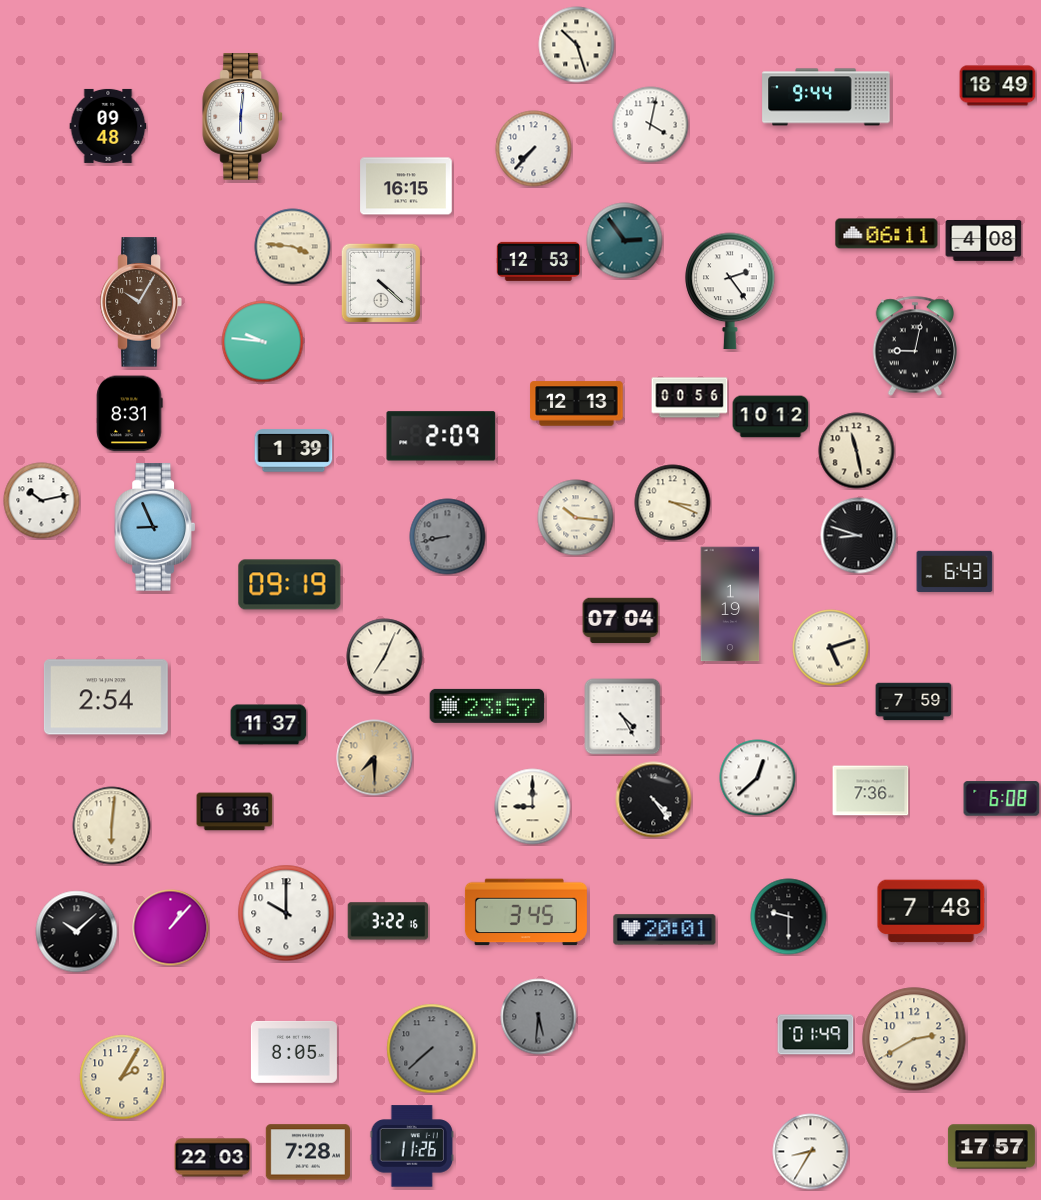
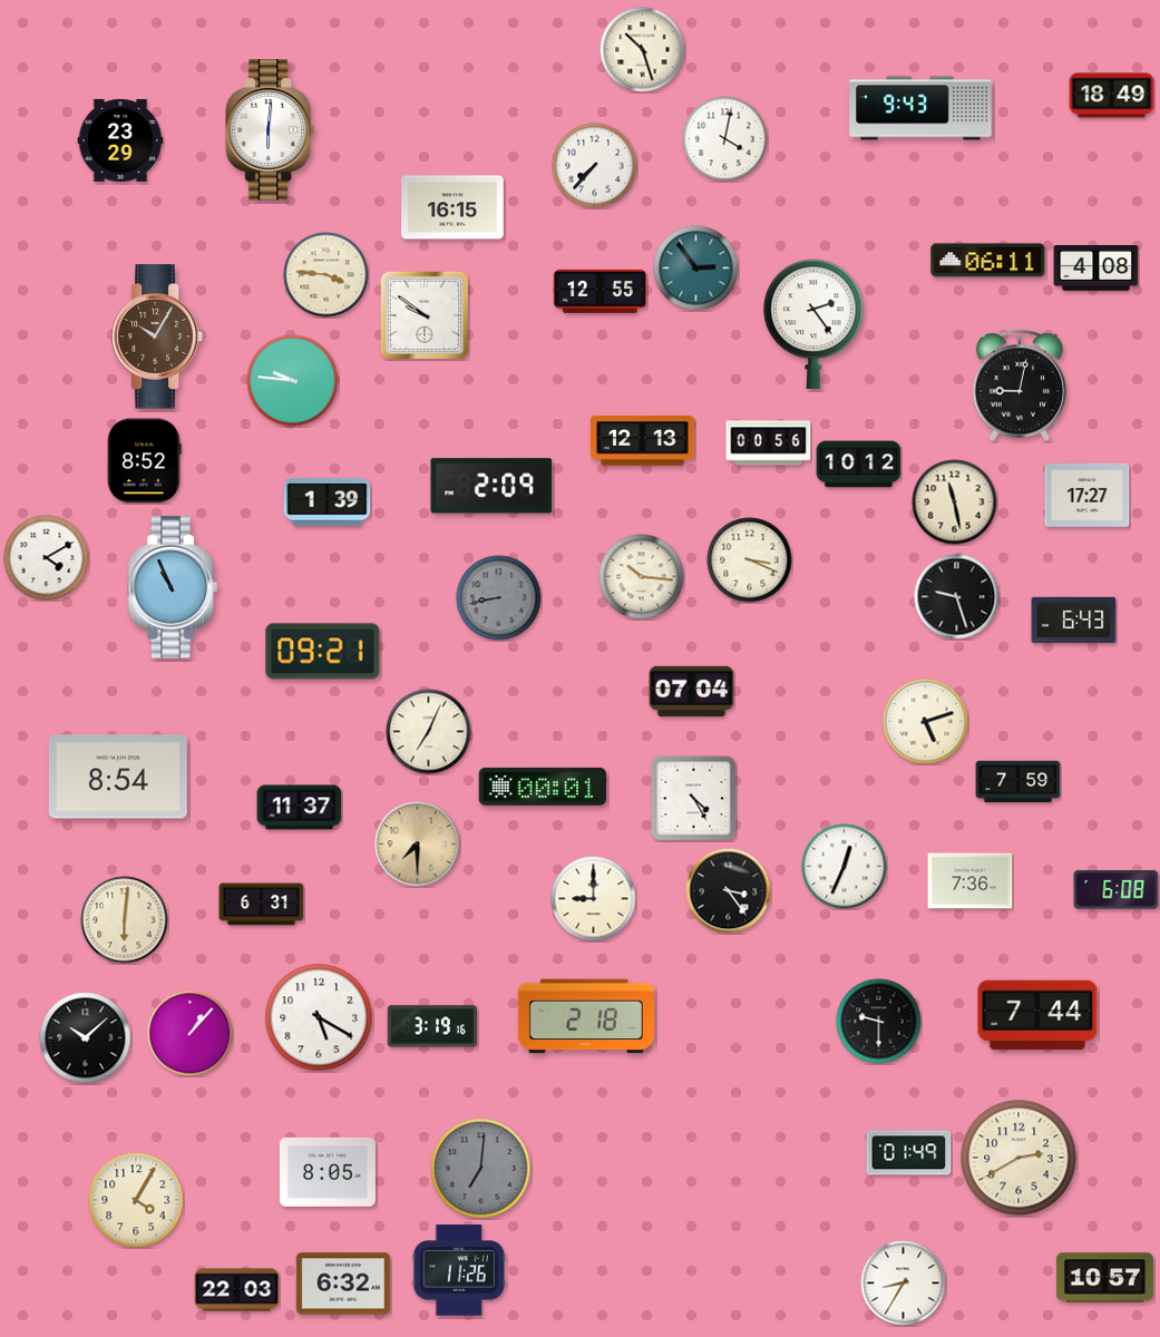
clock at (826, 97): 9:44 -> 9:43
clock at (108, 126): 09:48 -> 23:29
clock at (538, 261): 12:53 -> 12:55
clock at (380, 282): 4:22 -> 9:51
clock at (577, 404) position: (577, 404) -> (643, 441)
clock at (130, 414): 8:31 -> 8:52
clock at (1088, 496): none -> 17:27
clock at (42, 501): 10:13 -> 4:10
clock at (154, 527): 8:56 -> 10:56
clock at (859, 536): 8:48 -> 9:27
clock at (955, 571) position: (955, 571) -> (1074, 619)
clock at (290, 585): 09:19 -> 09:21
clock at (730, 604): 1:19 -> none
clock at (106, 697): 2:54 -> 8:54
clock at (487, 706): 23:57 -> 00:01
clock at (758, 778): 12:38 -> 12:34
clock at (654, 800): 4:24 -> 3:24
clock at (235, 812): 6:36 -> 6:31
clock at (931, 911): 7:48 -> 7:44
clock at (526, 912): 3:45 -> 2:18
clock at (286, 913): 10:00 -> 5:20
clock at (388, 921): 3:22 -> 3:19
clock at (665, 930): 20:01 -> none
clock at (539, 1017): 5:31 -> none
clock at (432, 1049): 7:38 -> 7:01
clock at (122, 1077): 2:05 -> 4:05
clock at (412, 1146) position: (412, 1146) -> (459, 1270)
clock at (991, 1147): 17:57 -> 10:57
clock at (308, 1152): 7:28 -> 6:32
